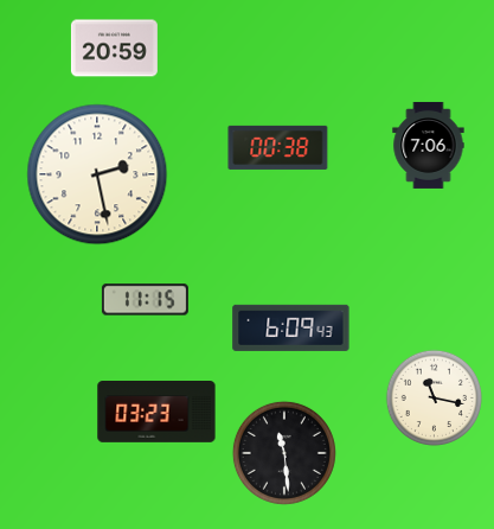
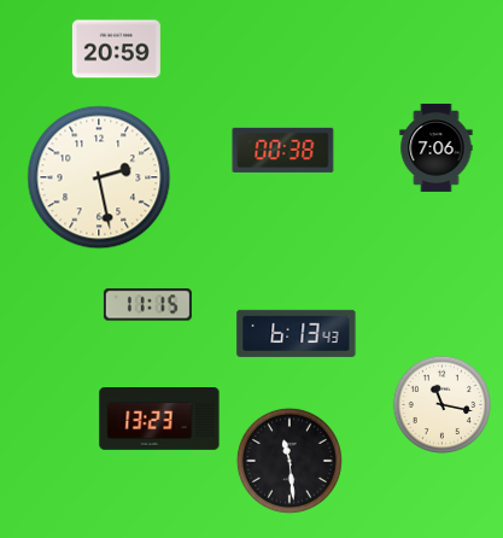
clock at (291, 327): 6:09 -> 6:13
clock at (156, 413): 03:23 -> 13:23
